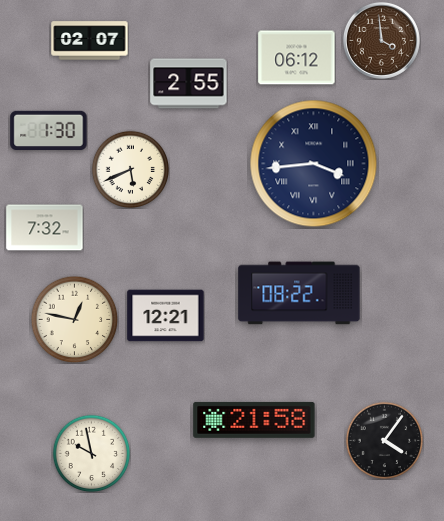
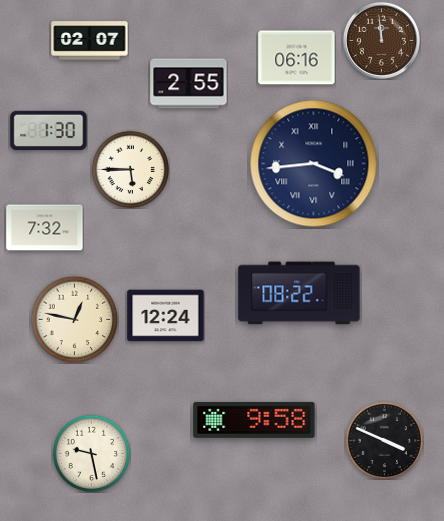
clock at (381, 40): 3:59 -> 11:59
clock at (297, 58): 06:12 -> 06:16
clock at (130, 169): 5:41 -> 5:45
clock at (166, 316): 12:21 -> 12:24
clock at (254, 420): 21:58 -> 9:58
clock at (384, 440): 4:06 -> 3:49
clock at (91, 453): 9:58 -> 9:28
